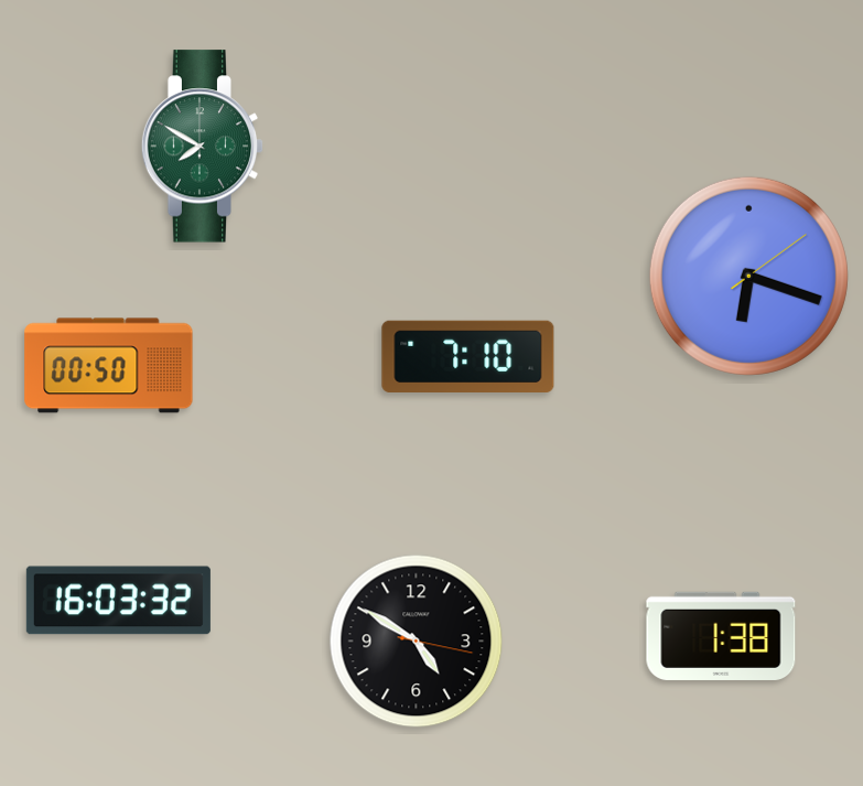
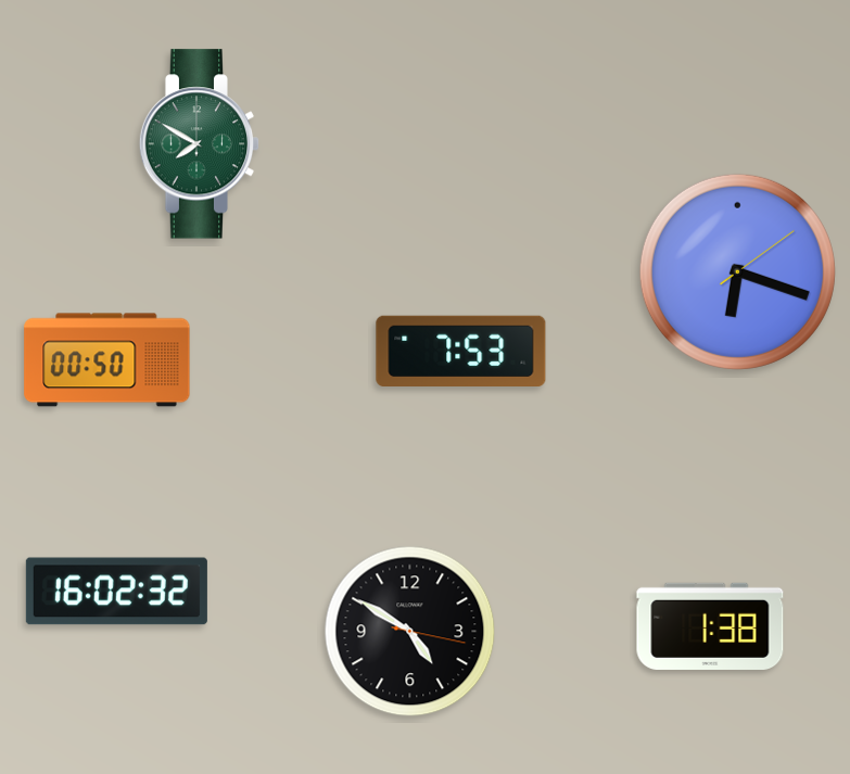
clock at (468, 356): 7:10 -> 7:53
clock at (118, 601): 16:03 -> 16:02
